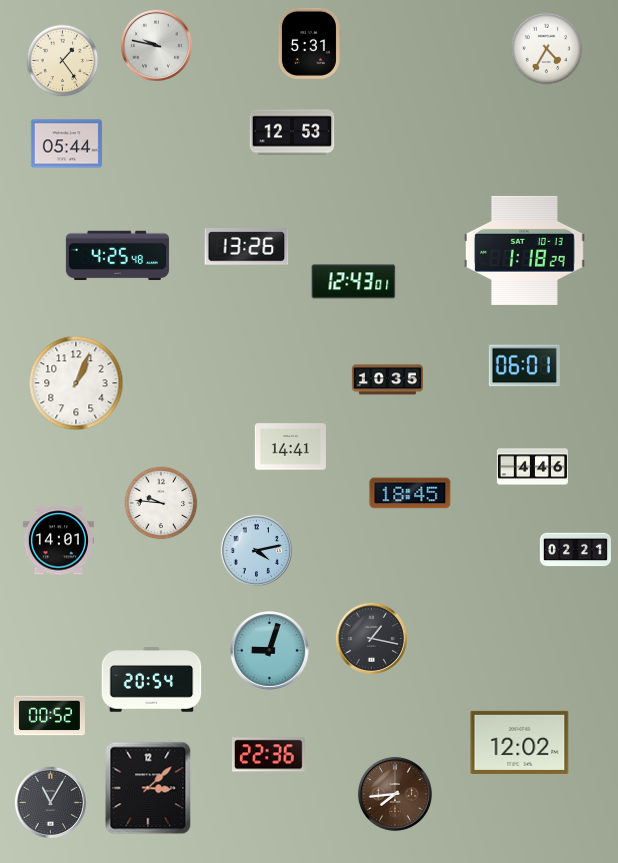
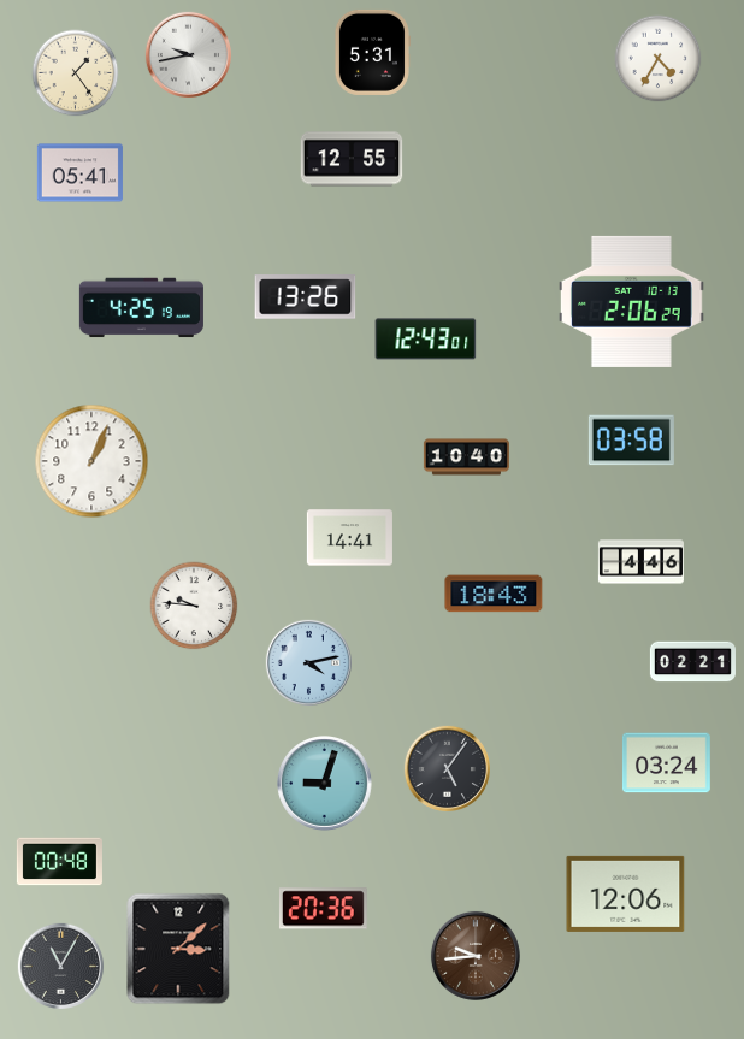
clock at (156, 45): 9:47 -> 9:43
clock at (292, 132): 12:53 -> 12:55
clock at (66, 144): 05:44 -> 05:41
clock at (247, 247) position: (247, 247) -> (306, 297)
clock at (524, 250): 1:18 -> 2:06
clock at (117, 256): 4:25:48 -> 4:25:19
clock at (524, 366): 06:01 -> 03:58
clock at (387, 380): 10:35 -> 10:40
clock at (410, 493): 18:45 -> 18:43
clock at (58, 541): 14:01 -> none
clock at (667, 763): none -> 03:24
clock at (371, 638): 1:17 -> 5:06
clock at (152, 680): 20:54 -> none
clock at (49, 716): 00:52 -> 00:48
clock at (520, 742): 12:02 -> 12:06
clock at (268, 755): 22:36 -> 20:36
clock at (395, 794): 7:44 -> 9:44
